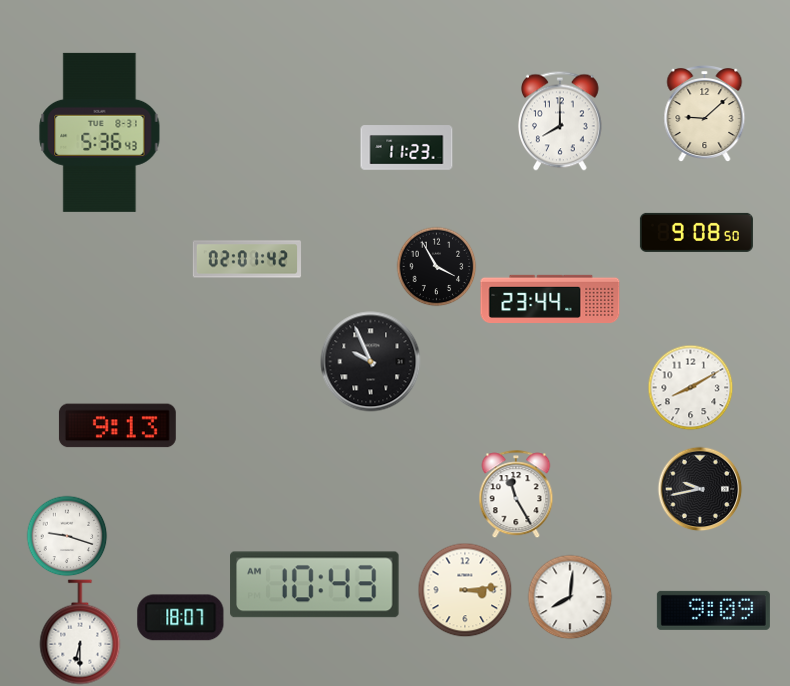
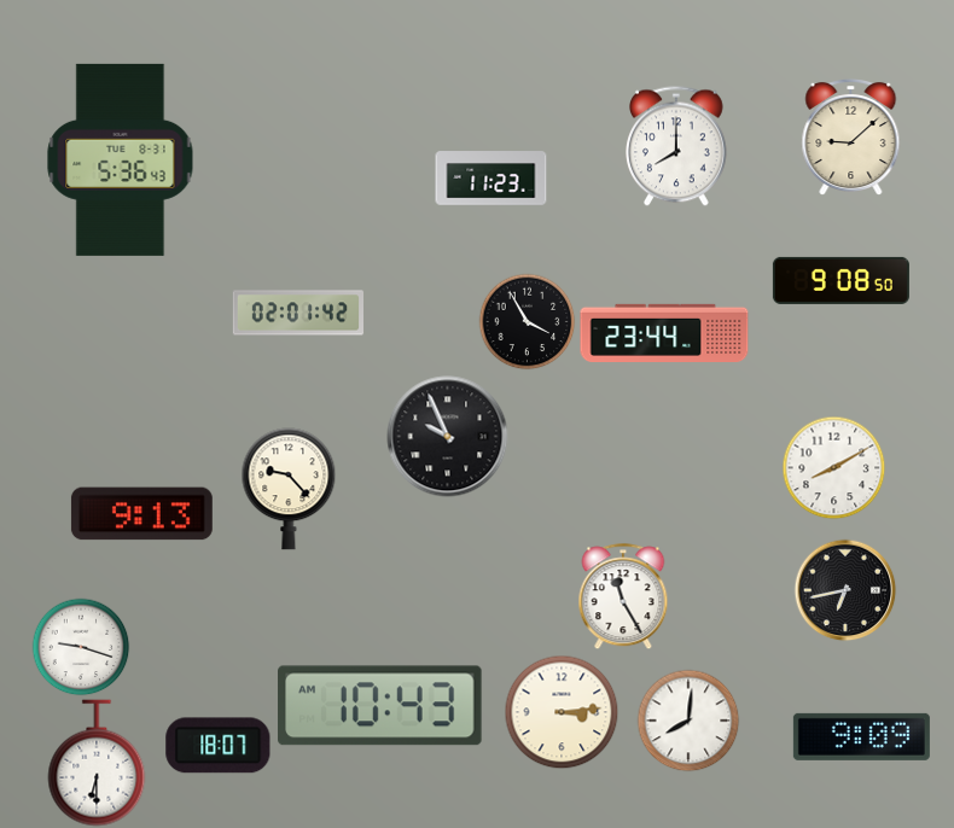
clock at (550, 298) position: (550, 298) -> (664, 332)
clock at (289, 489): none -> 9:23
clock at (700, 489): 9:43 -> 6:43
